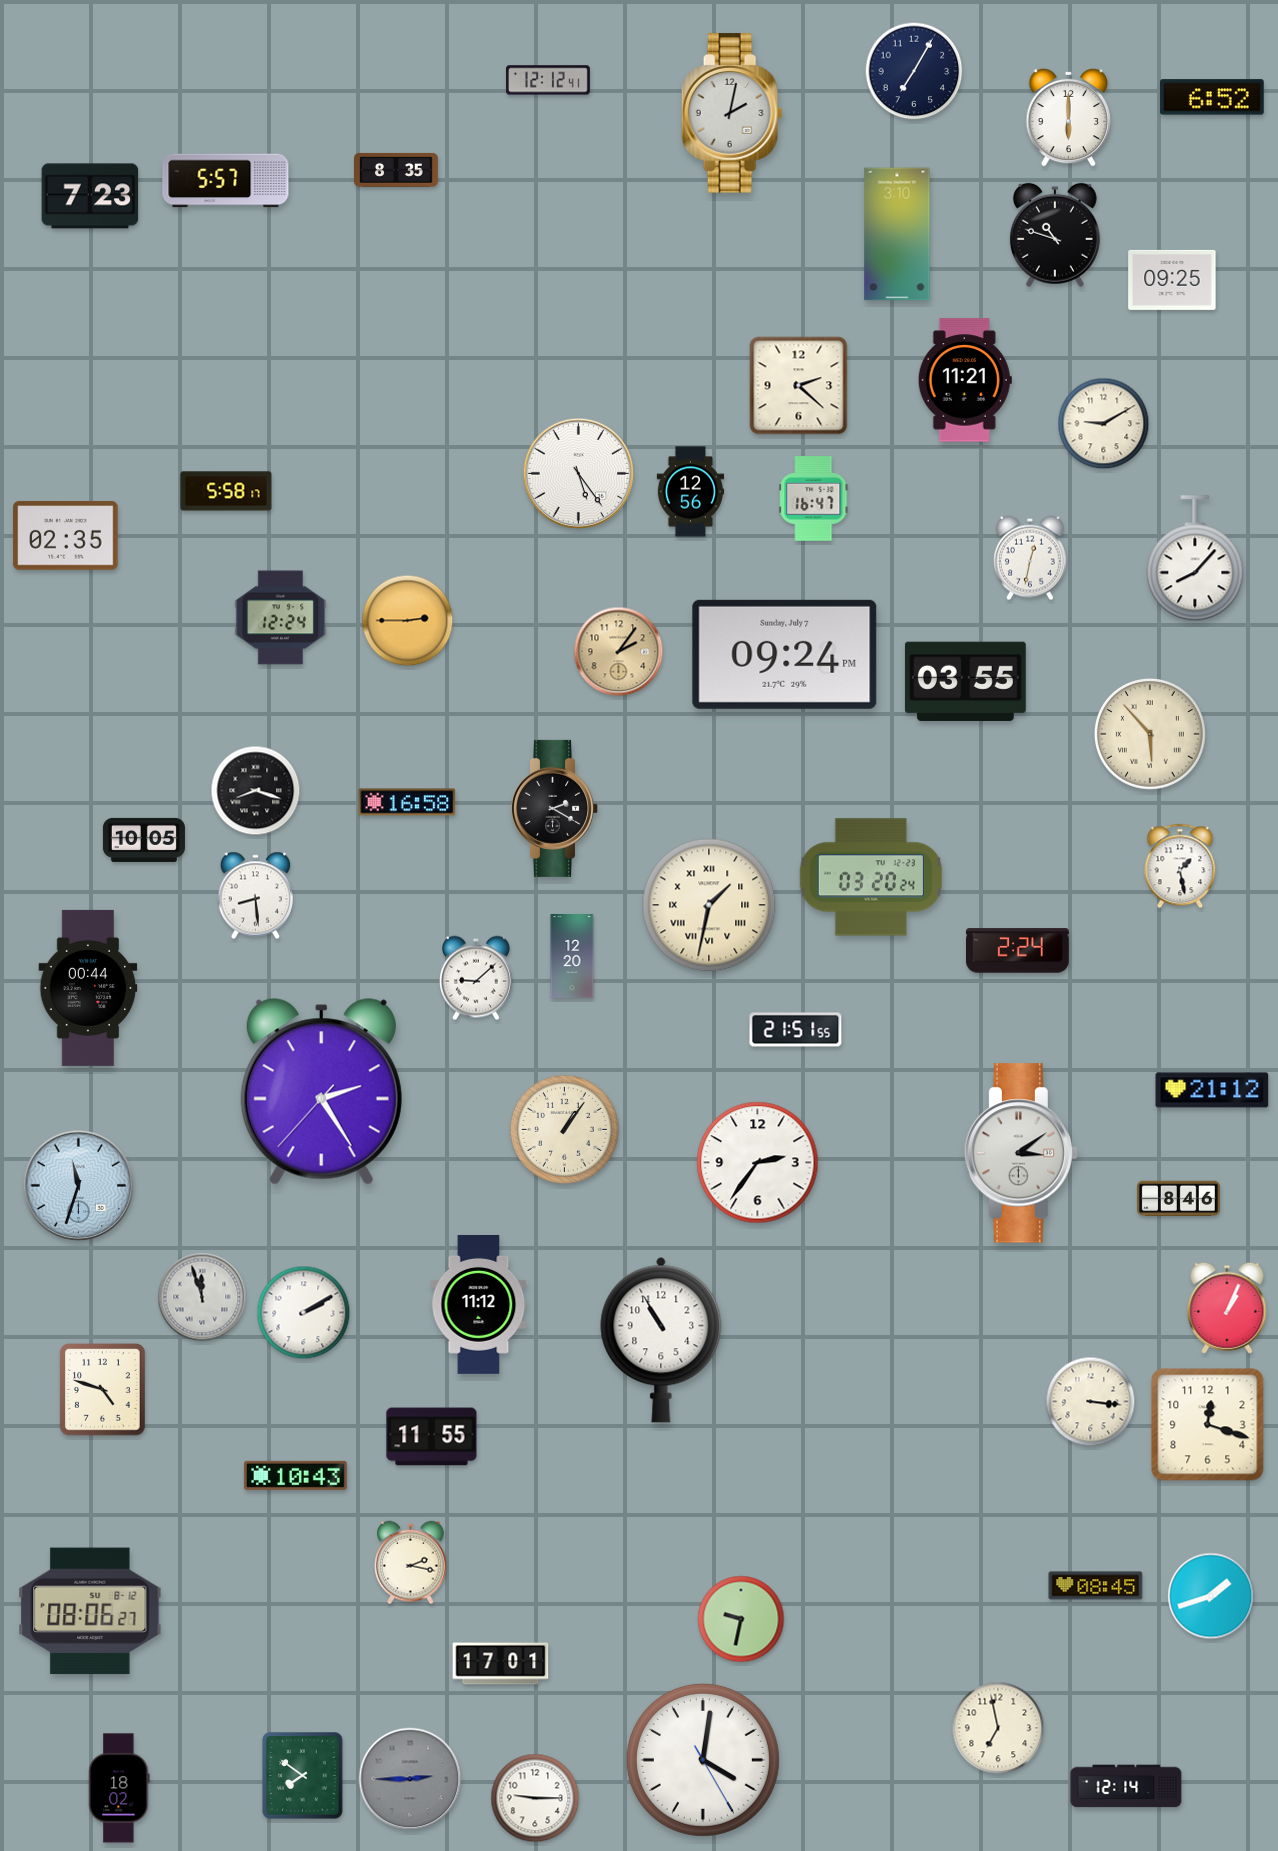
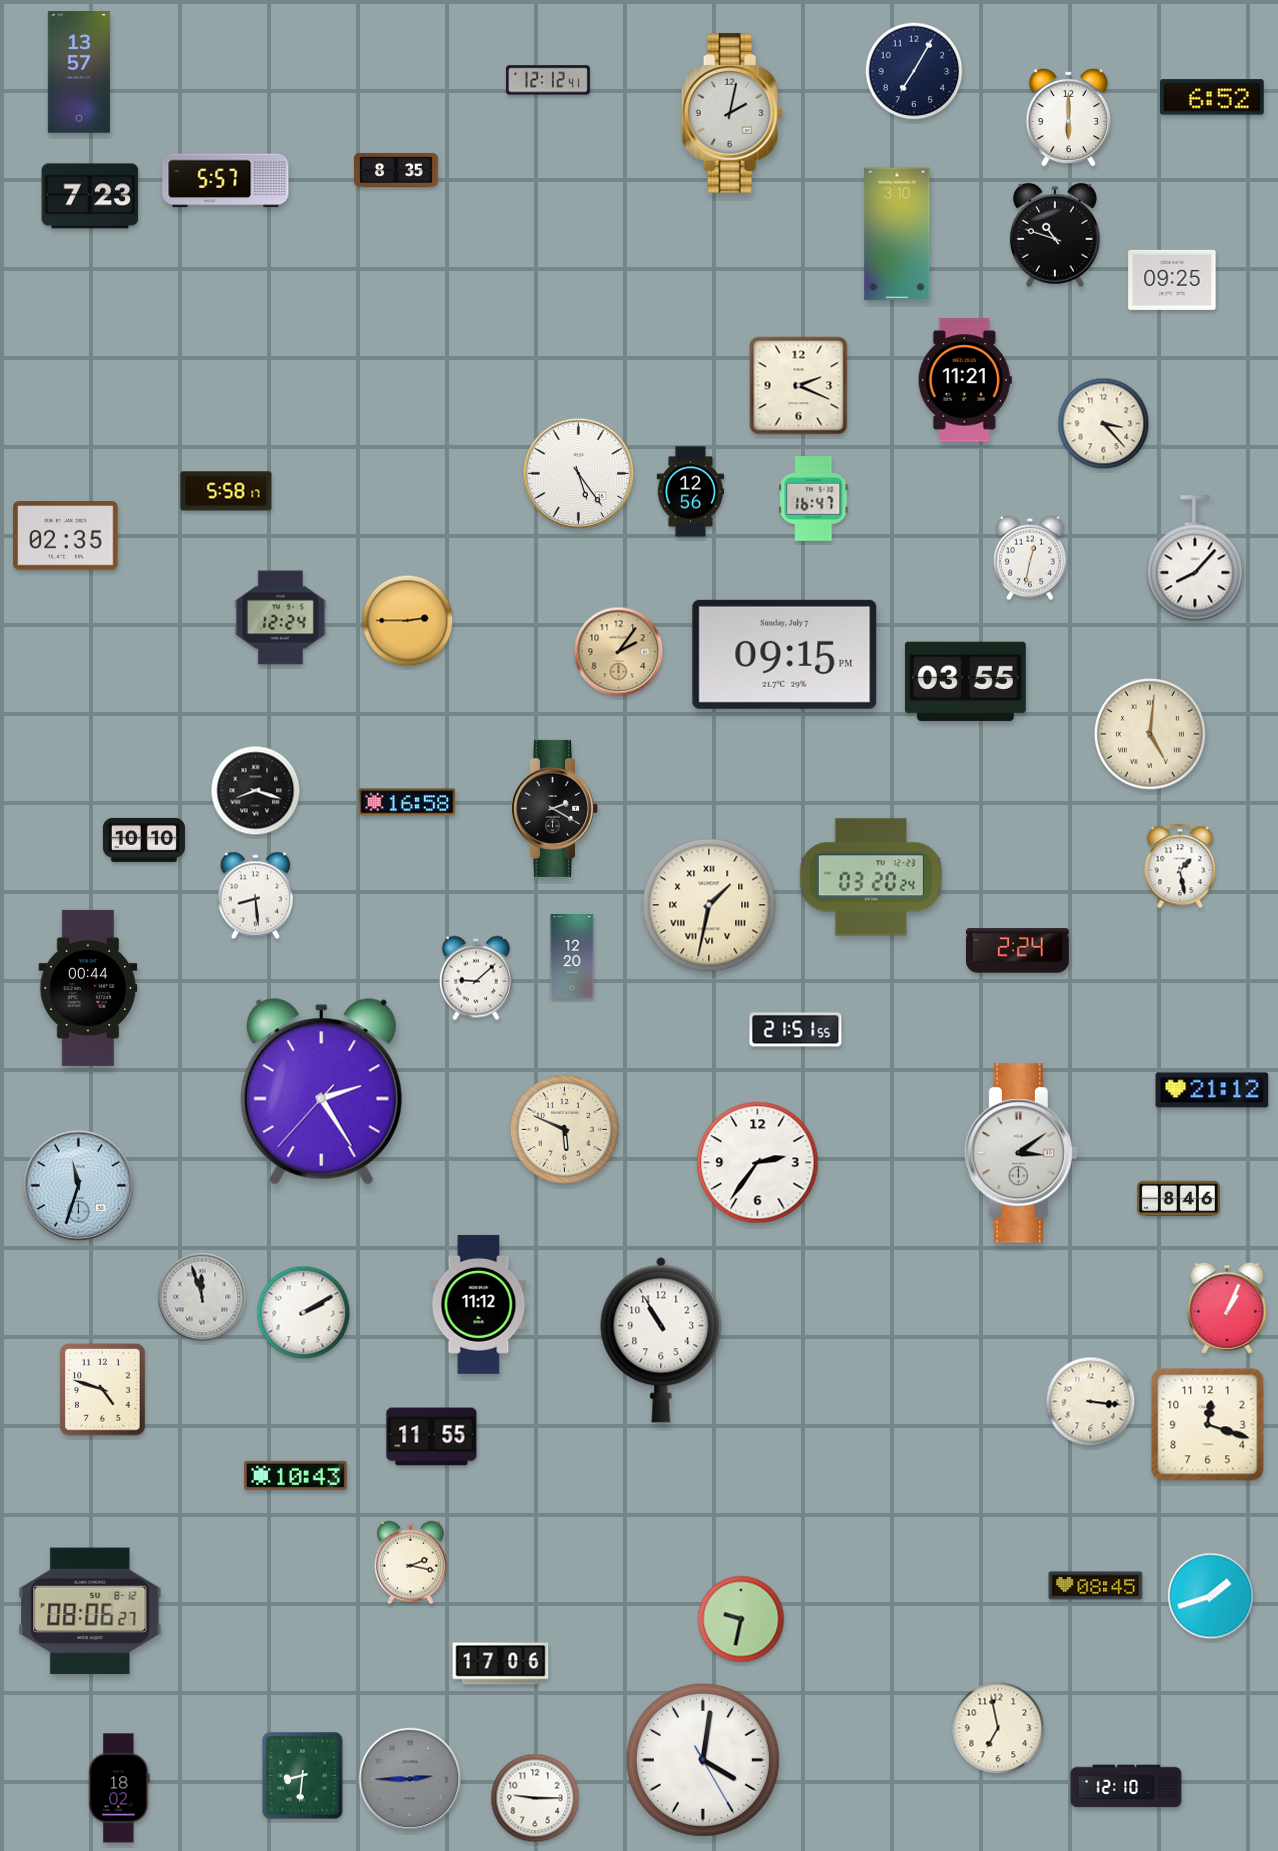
clock at (79, 72): none -> 13:57
clock at (799, 386): 2:22 -> 2:19
clock at (1104, 424): 9:10 -> 3:23
clock at (785, 654): 09:24 -> 09:15
clock at (1150, 734): 5:53 -> 5:01
clock at (144, 840): 10:05 -> 10:10
clock at (564, 1129): 1:06 -> 5:49
clock at (501, 1664): 17:01 -> 17:06
clock at (303, 1776): 7:51 -> 8:31
clock at (1126, 1786): 12:14 -> 12:10
